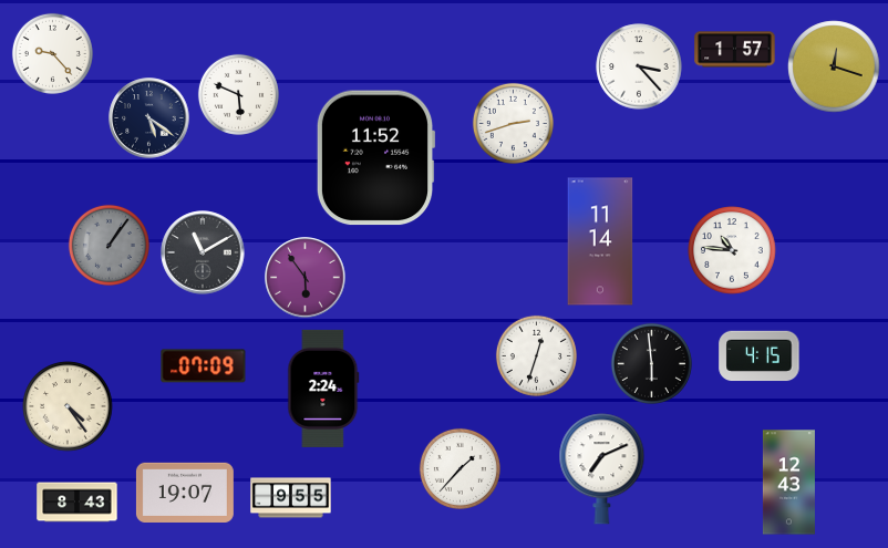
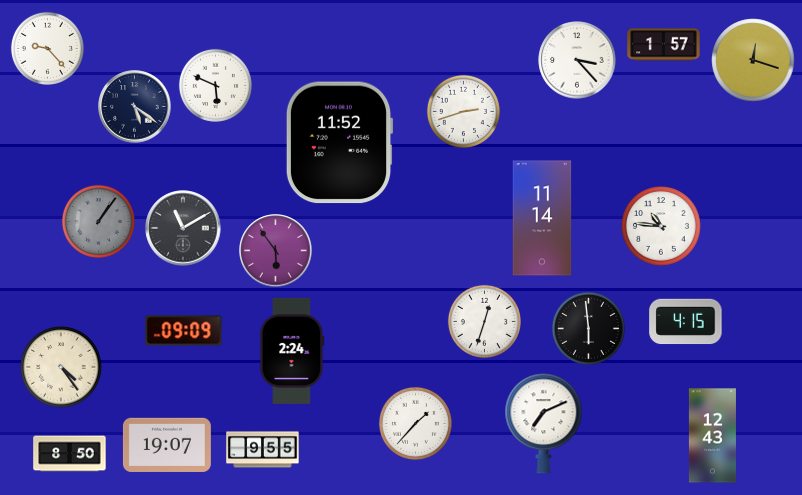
clock at (204, 366): 07:09 -> 09:09
clock at (78, 503): 8:43 -> 8:50
